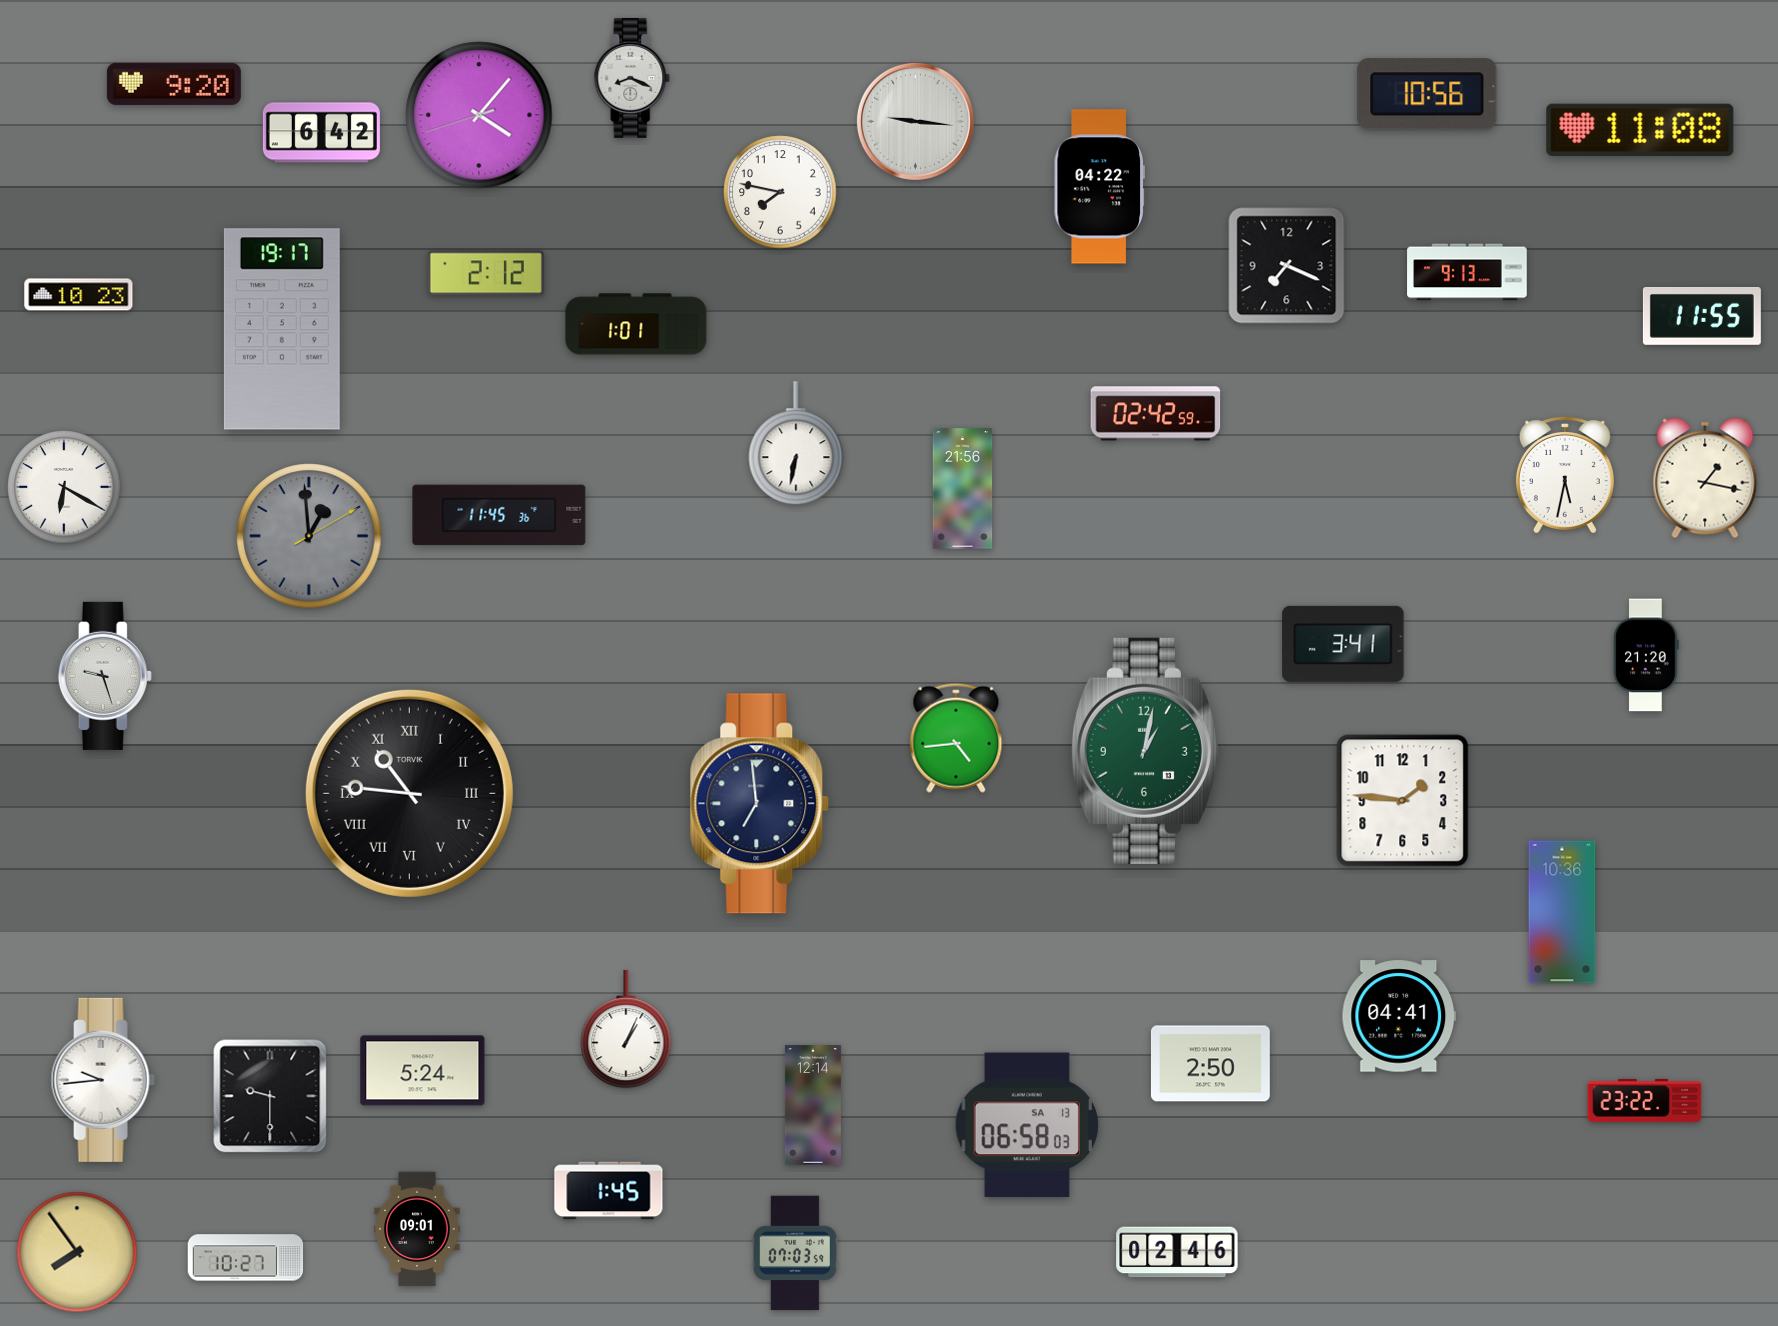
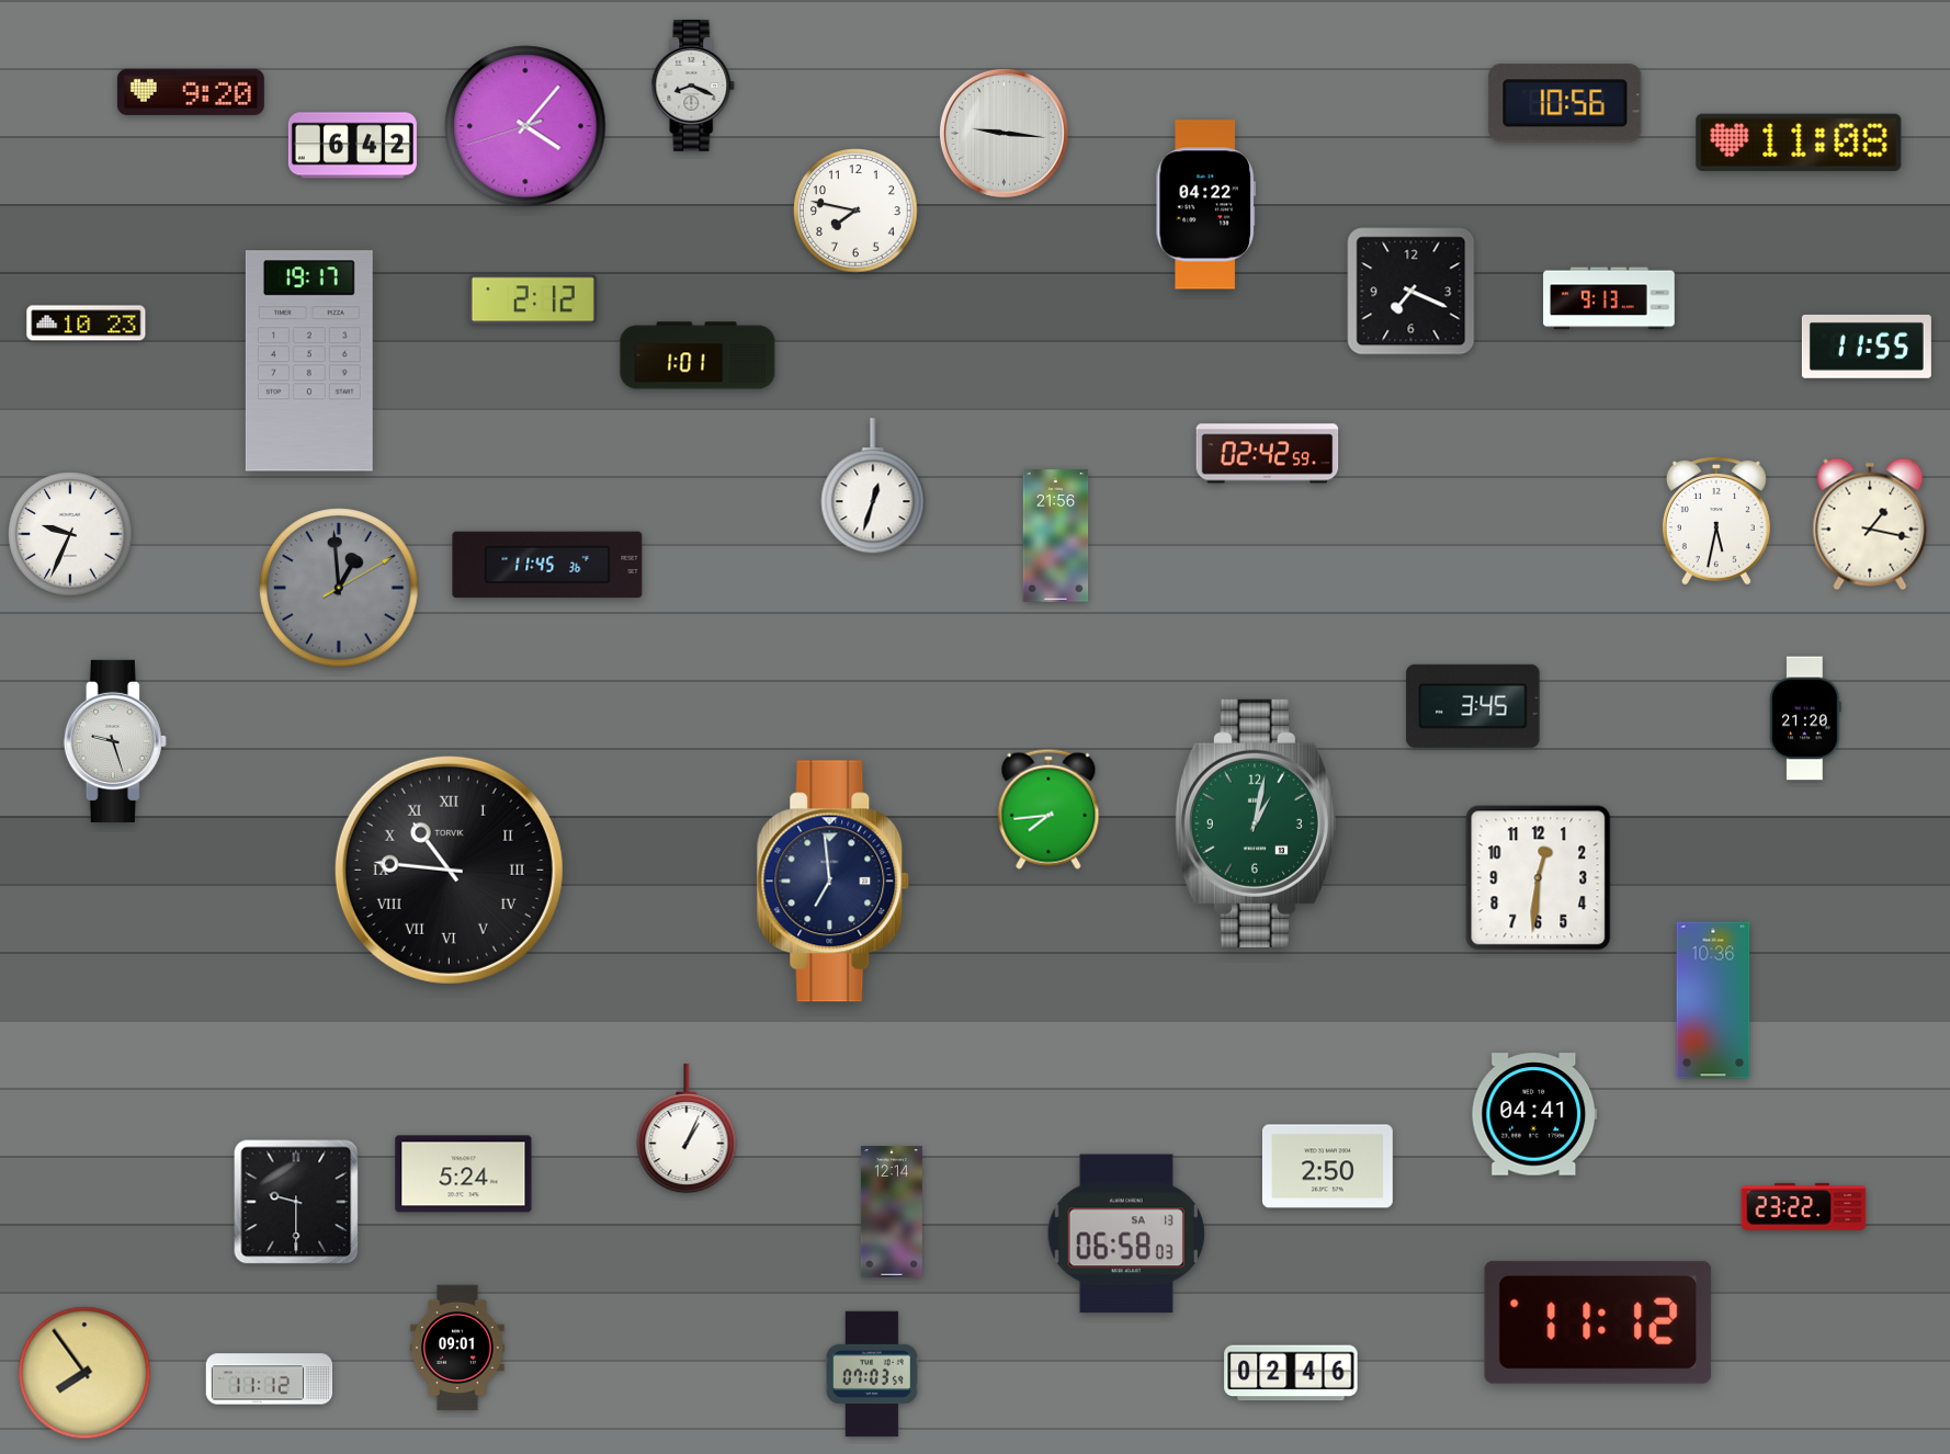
clock at (796, 444): 6:32 -> 12:33
clock at (64, 487): 6:20 -> 9:34
clock at (1343, 644): 3:41 -> 3:45
clock at (956, 738): 4:44 -> 7:44
clock at (1403, 801): 1:46 -> 12:31
clock at (103, 1080): 9:44 -> none
clock at (609, 1191): 1:45 -> none
clock at (1598, 1322): none -> 11:12
clock at (246, 1258): 10:27 -> 11:12
